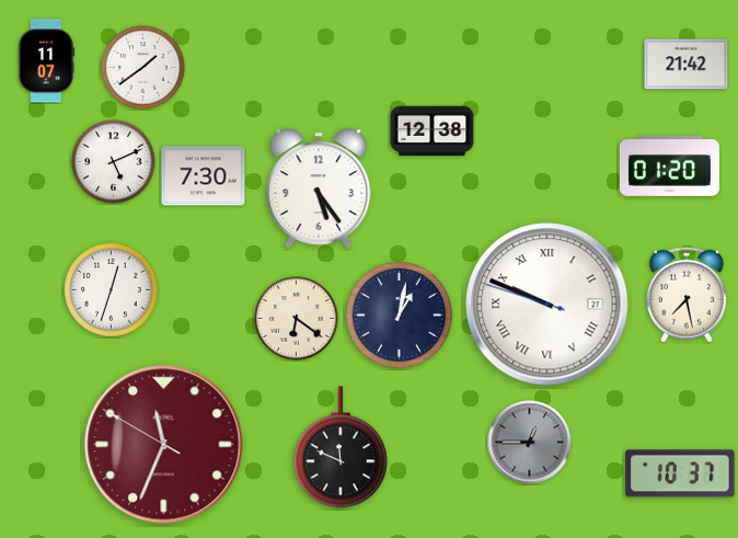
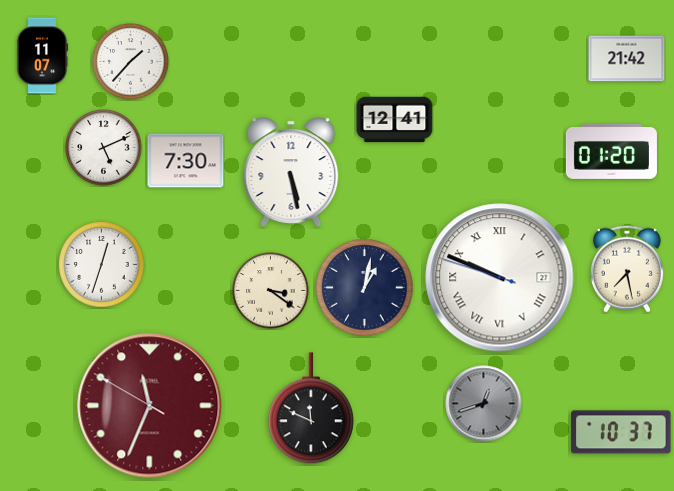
clock at (143, 68): 1:39 -> 1:37
clock at (433, 131): 12:38 -> 12:41
clock at (319, 188): 5:24 -> 5:28
clock at (297, 319): 6:21 -> 3:21
clock at (530, 443): 12:45 -> 12:42
